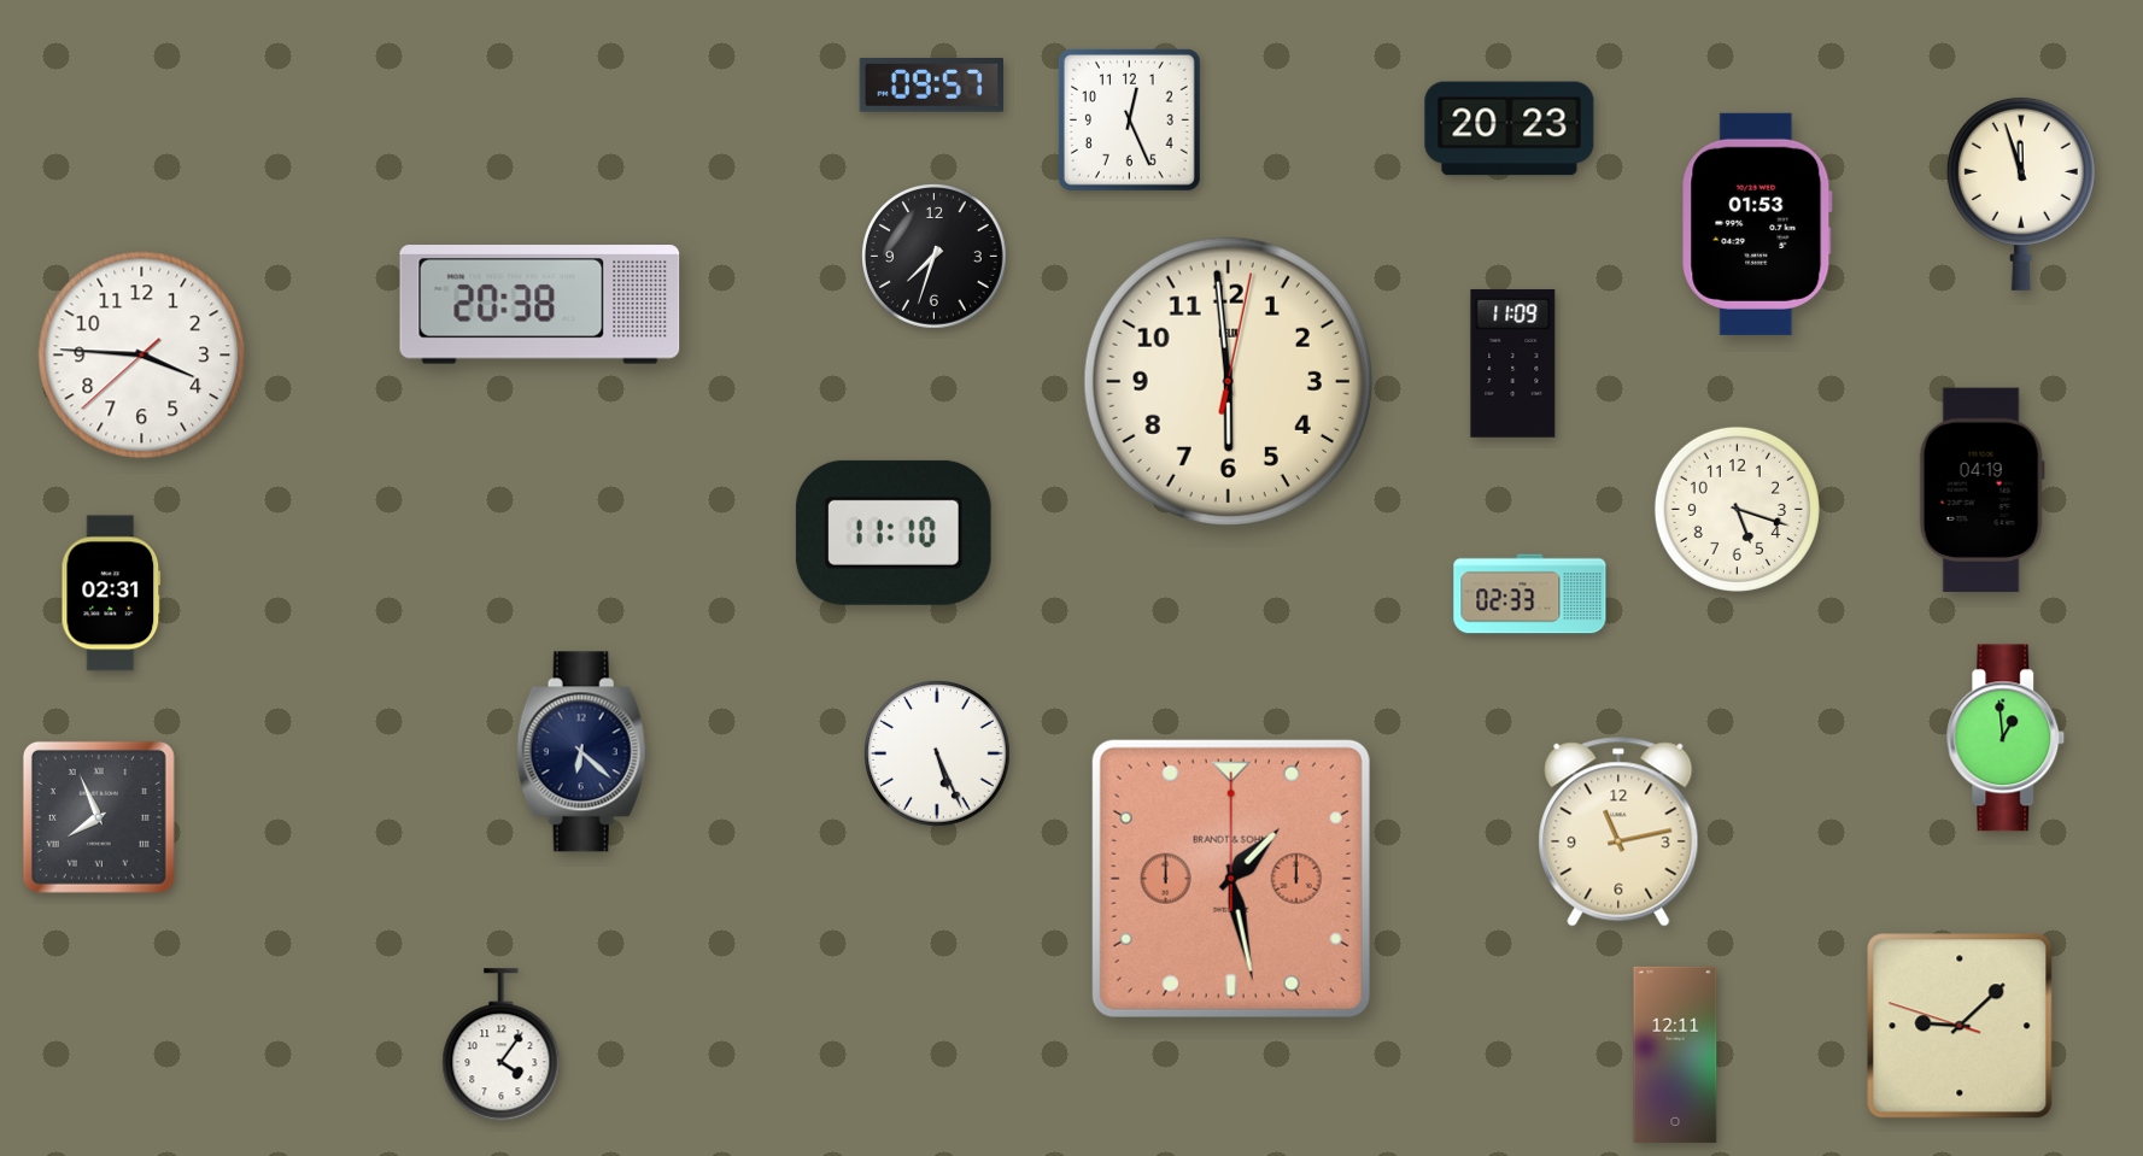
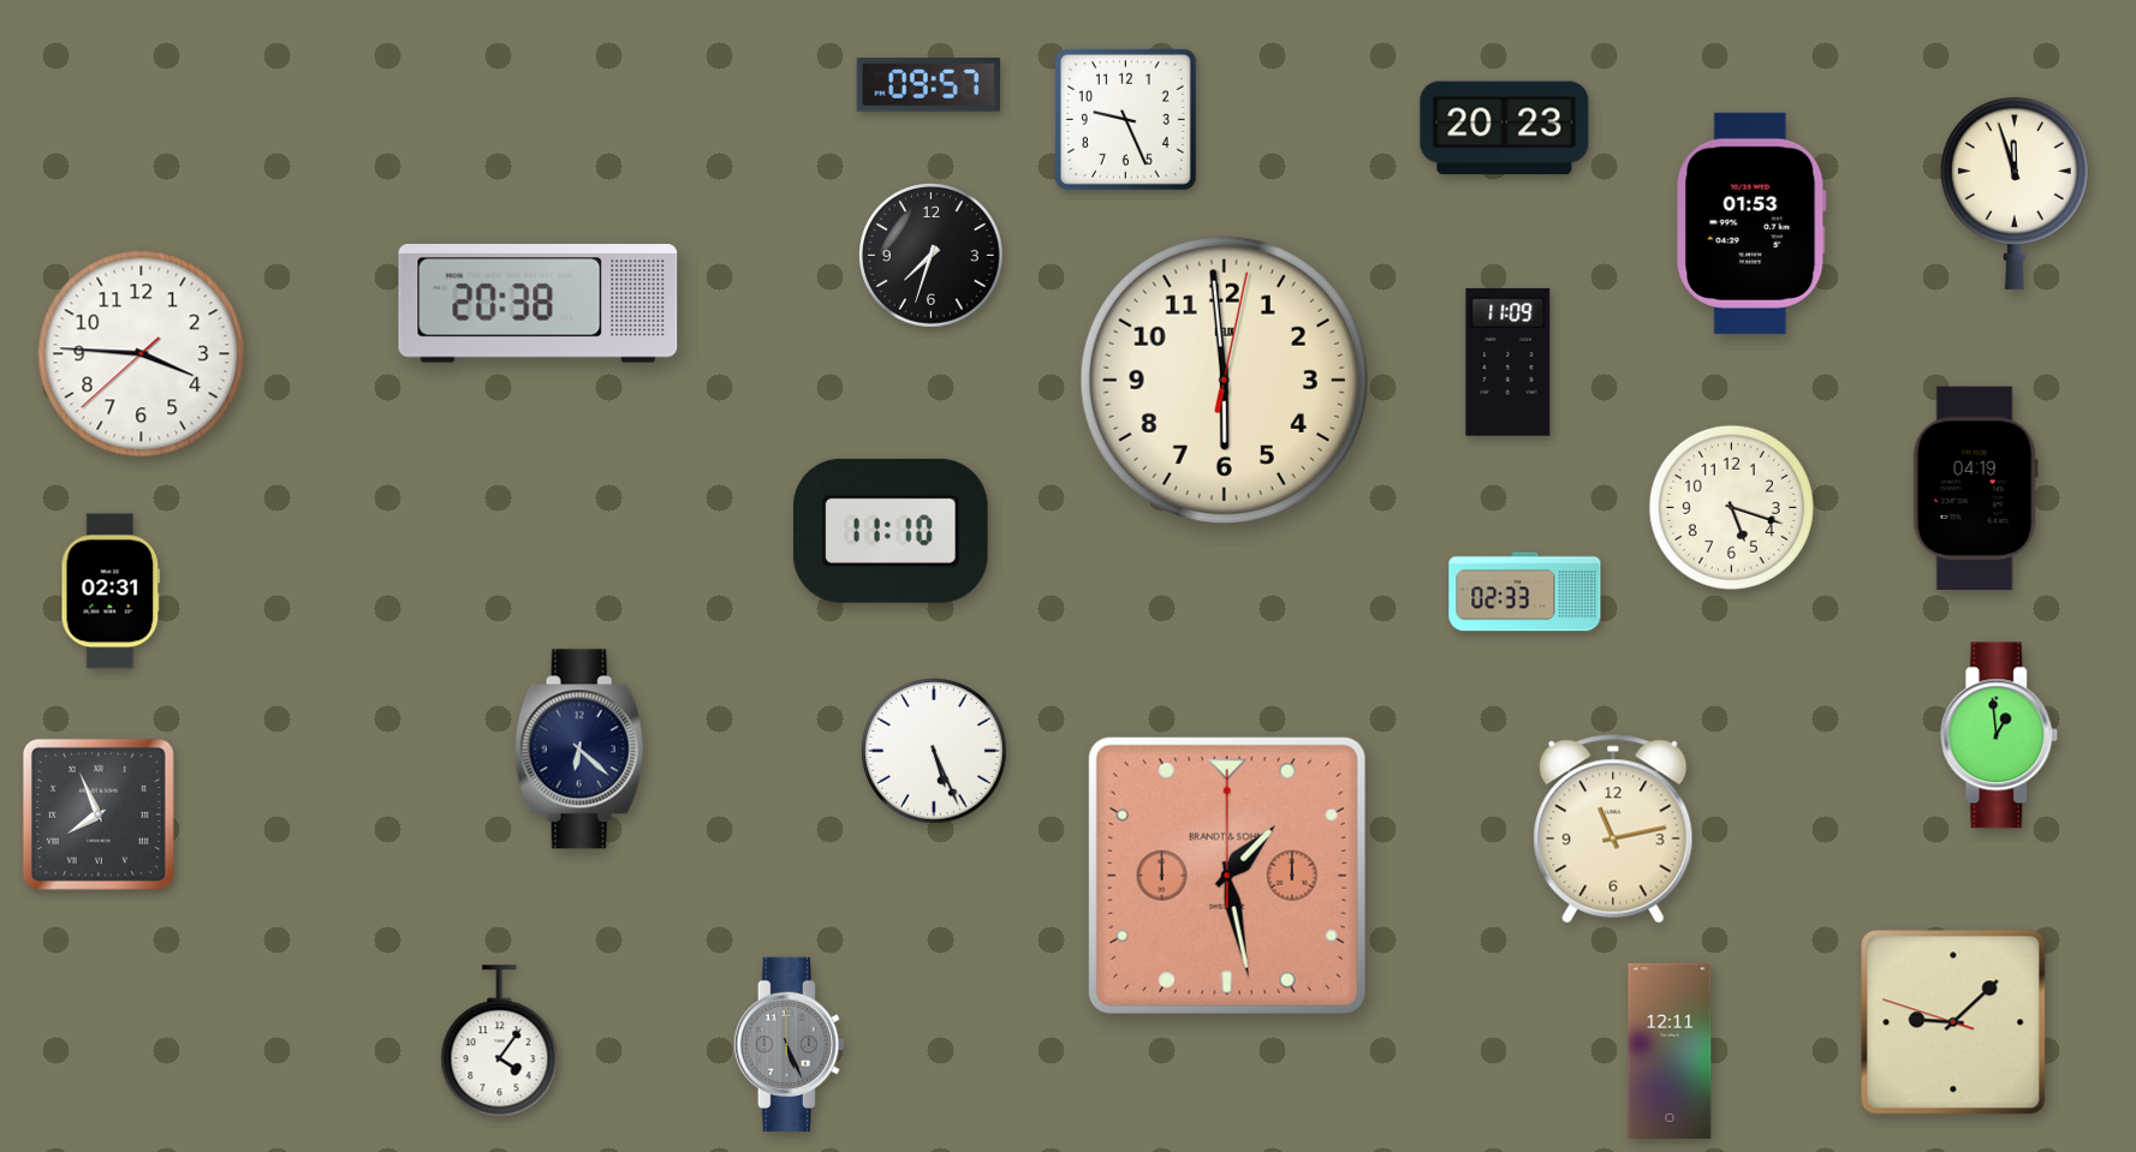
clock at (1129, 119): 12:26 -> 9:26
clock at (789, 1044): none -> 5:26
